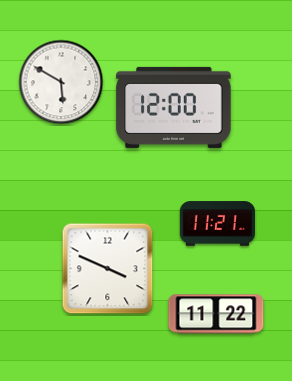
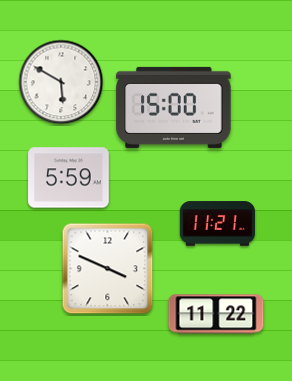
clock at (174, 107): 12:00 -> 15:00
clock at (69, 178): none -> 5:59
